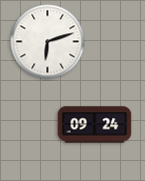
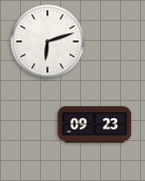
clock at (95, 125): 09:24 -> 09:23
